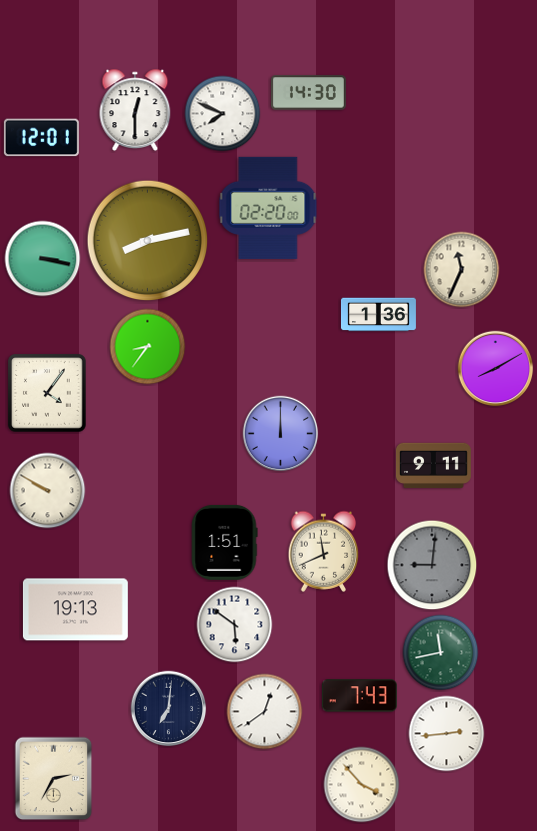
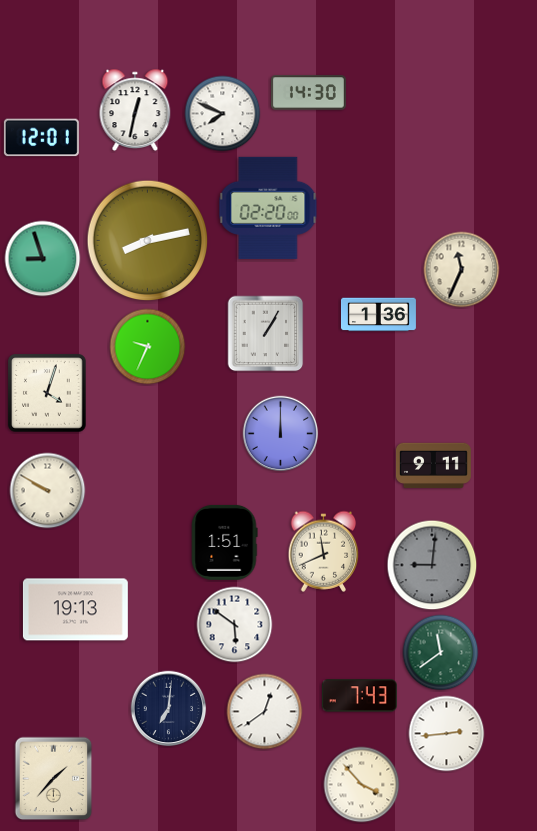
clock at (135, 110): 12:30 -> 12:32
clock at (43, 259): 3:17 -> 8:57
clock at (266, 334): none -> 1:05
clock at (148, 347): 8:36 -> 9:34
clock at (496, 369): 8:10 -> none
clock at (47, 393): 4:06 -> 4:03
clock at (441, 653): 11:43 -> 11:39
clock at (54, 779): 2:35 -> 1:37
